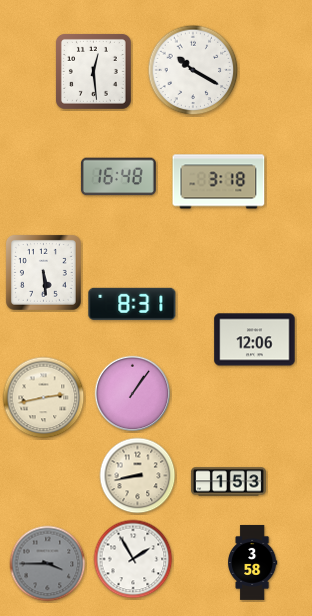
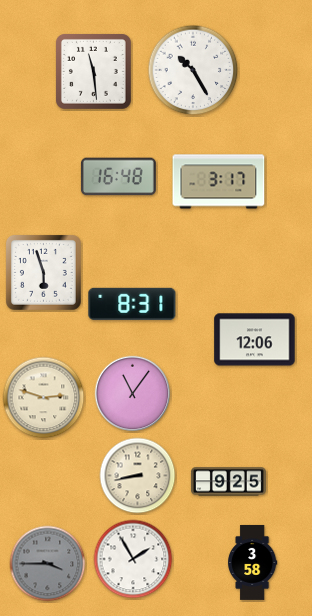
clock at (193, 70): 10:20 -> 10:25
clock at (93, 71): 12:29 -> 11:29
clock at (219, 182): 3:18 -> 3:17
clock at (43, 272): 5:29 -> 5:57
clock at (133, 394): 1:06 -> 11:06
clock at (44, 398): 2:43 -> 2:48
clock at (228, 482): 1:53 -> 9:25
